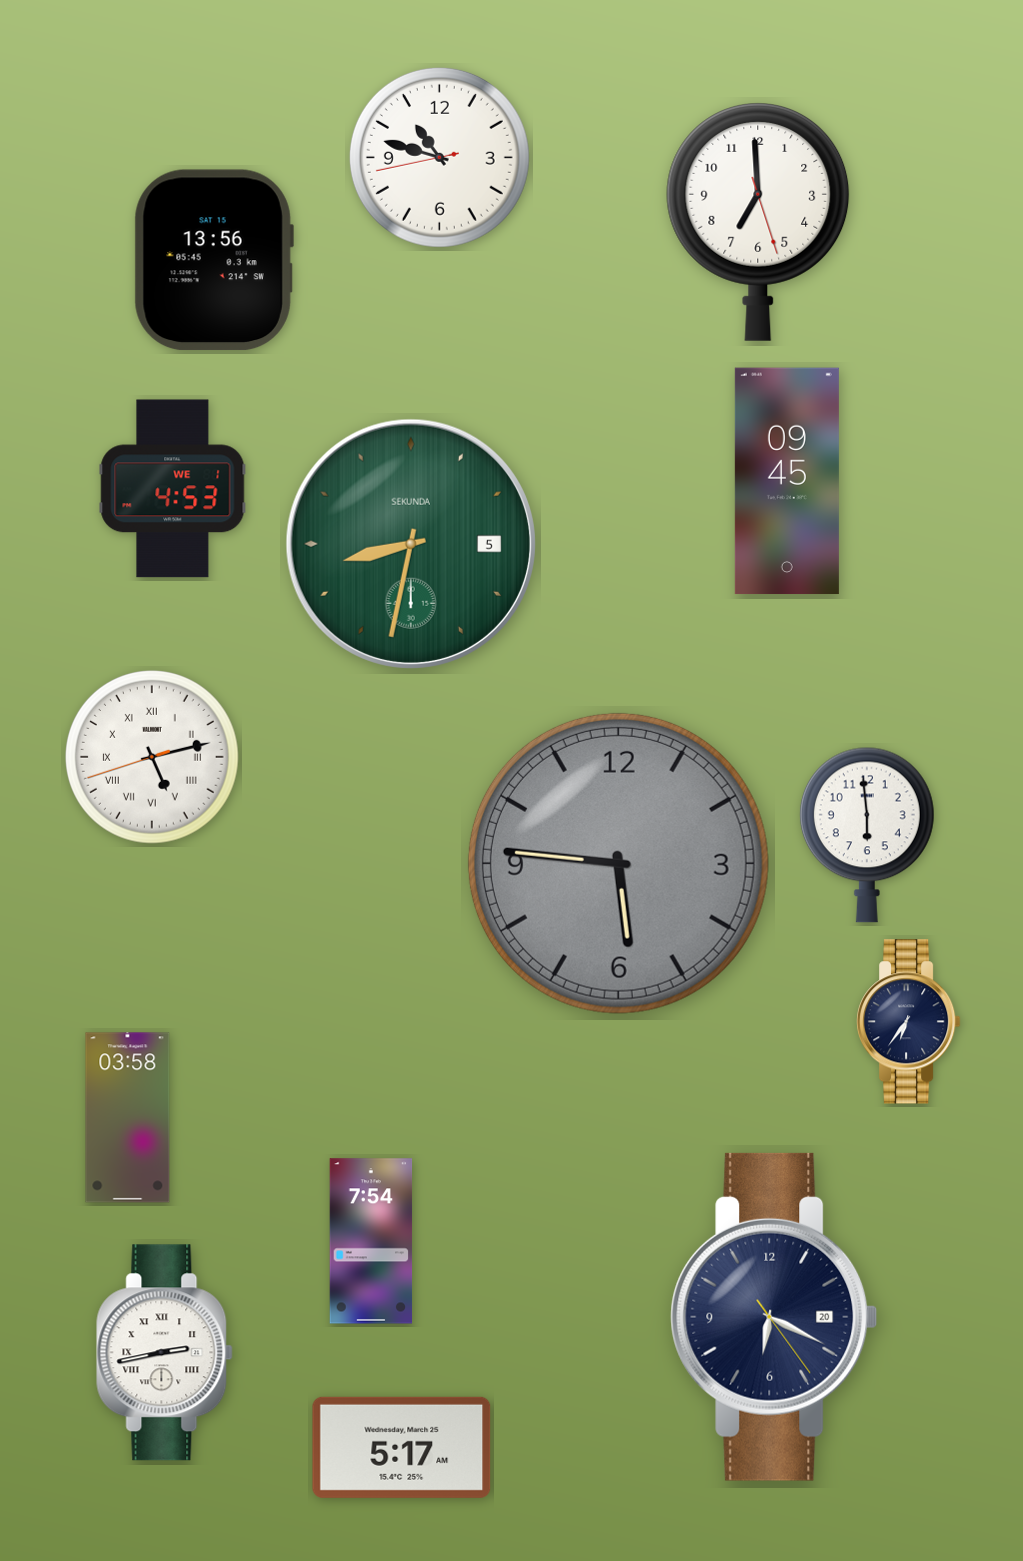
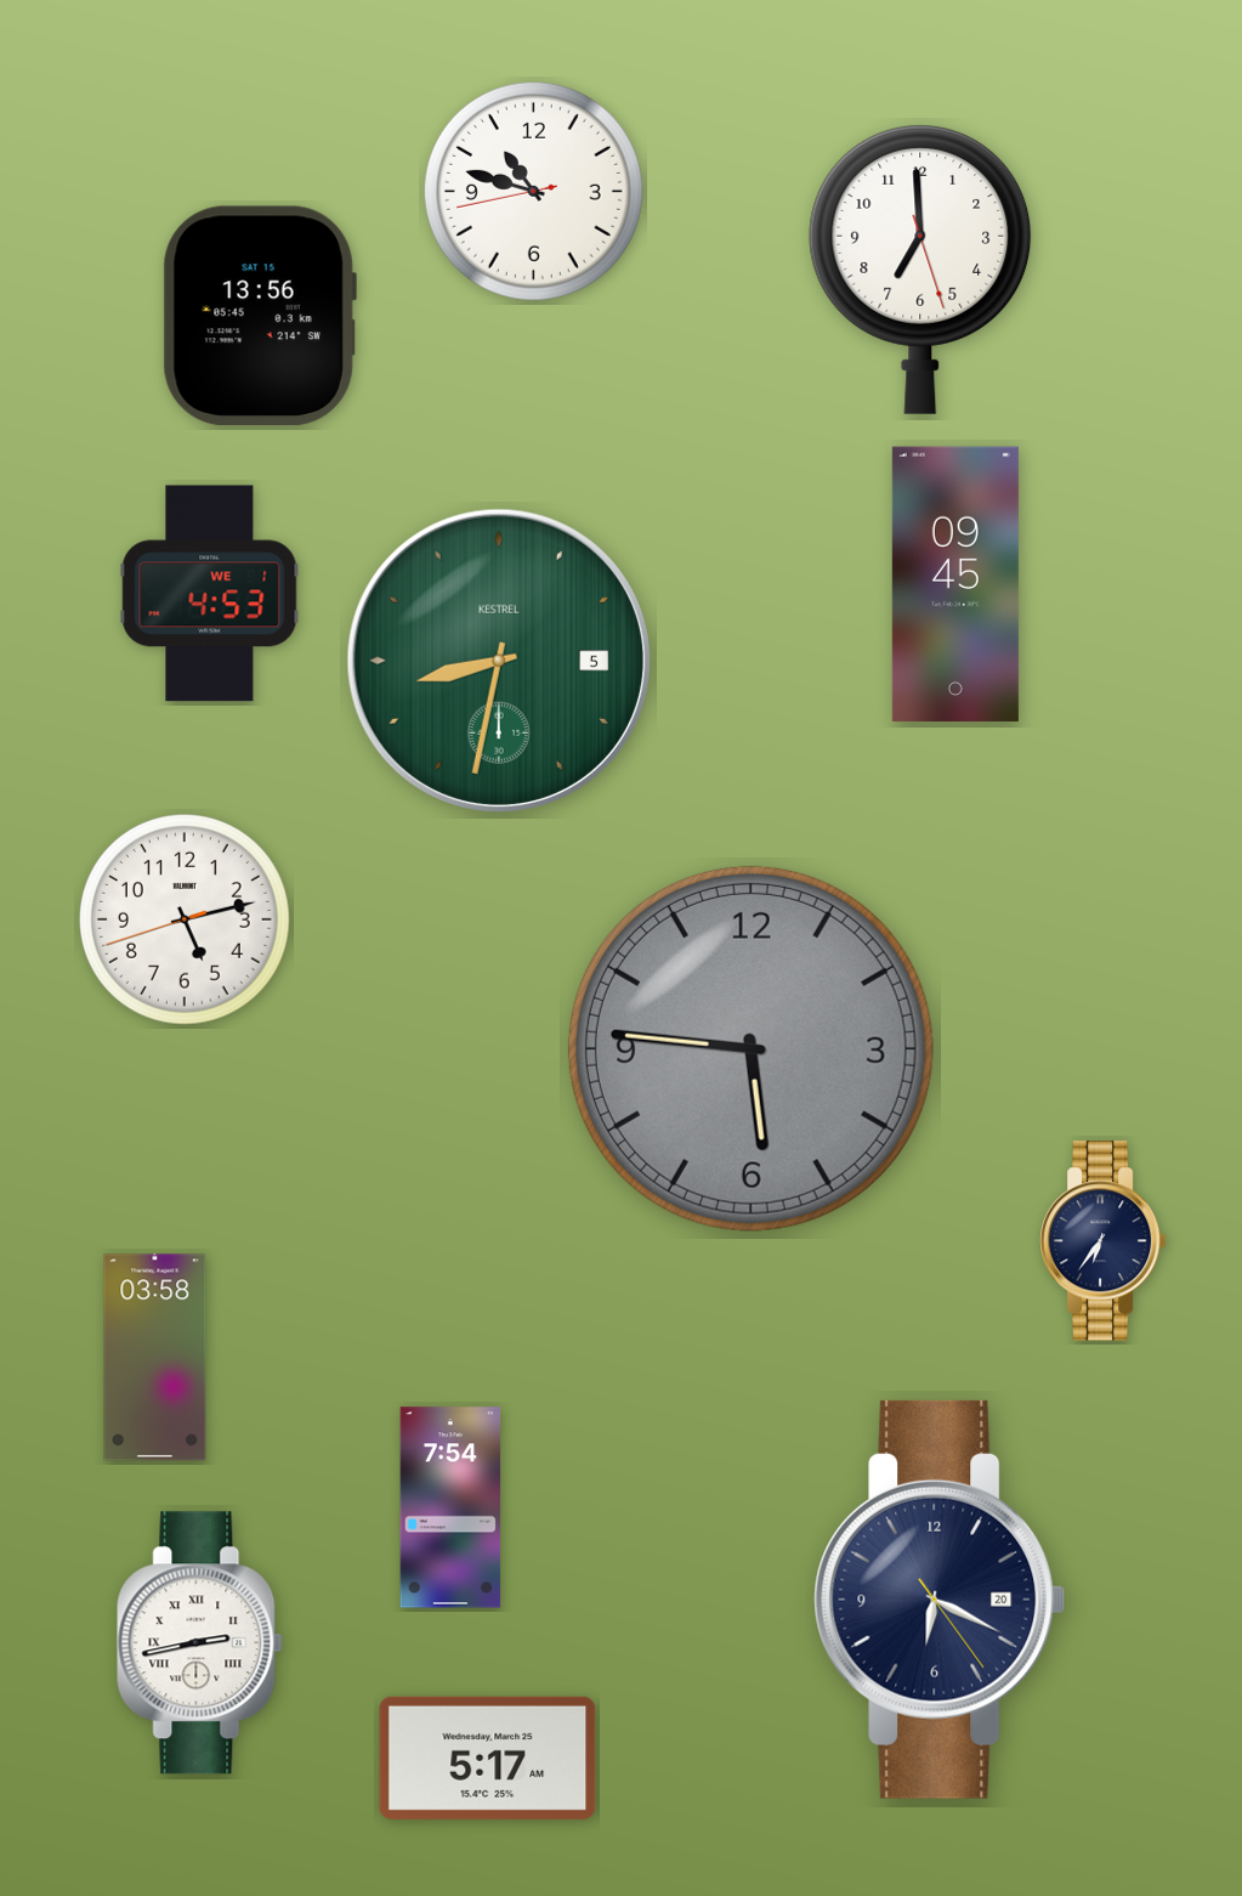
clock at (411, 544) brand: SEKUNDA -> KESTREL
clock at (152, 757) numerals: Roman -> Arabic
clock at (867, 835): 5:59 -> none
